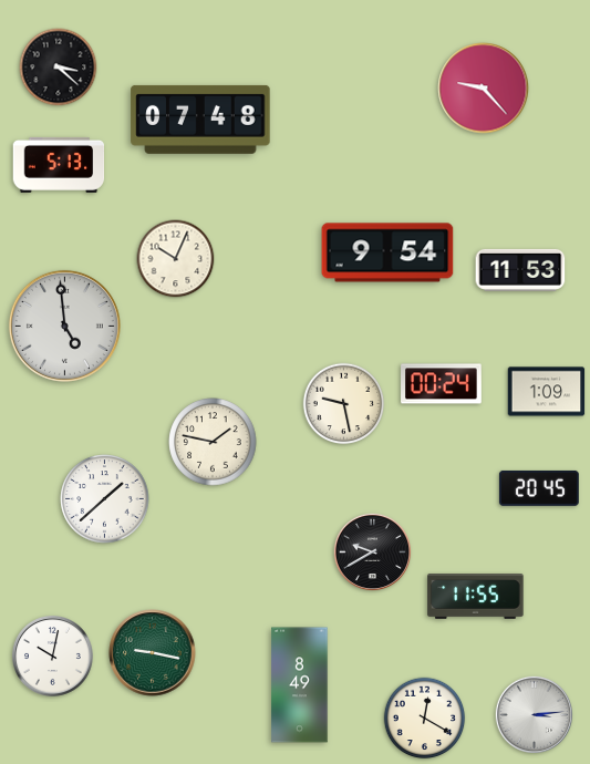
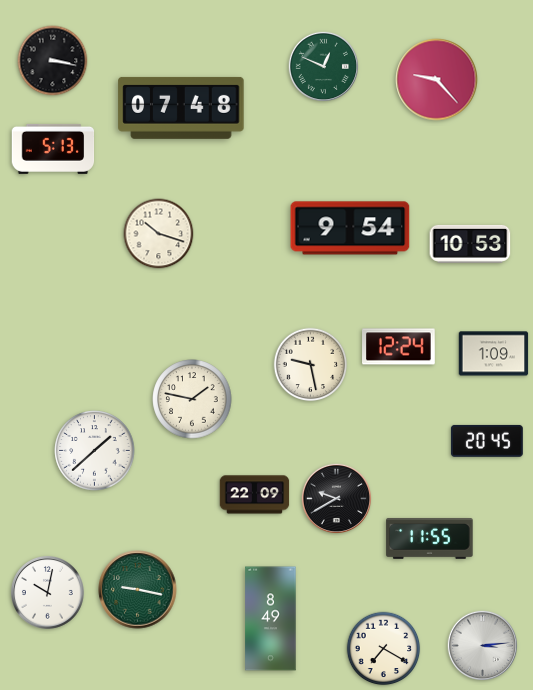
clock at (59, 68): 3:22 -> 3:17
clock at (323, 66): none -> 12:49
clock at (176, 259): 10:04 -> 10:18
clock at (520, 270): 11:53 -> 10:53
clock at (64, 326): 4:59 -> none
clock at (442, 384): 00:24 -> 12:24
clock at (255, 495): none -> 22:09
clock at (425, 719): 12:20 -> 7:20
